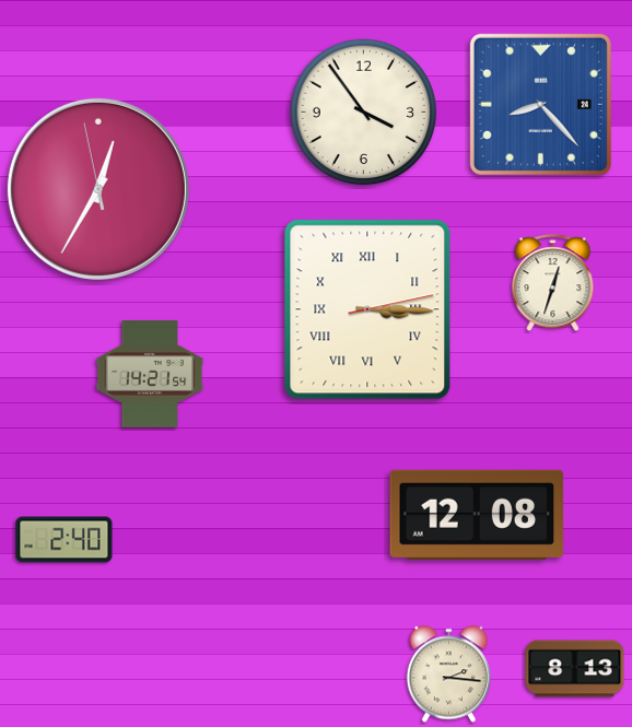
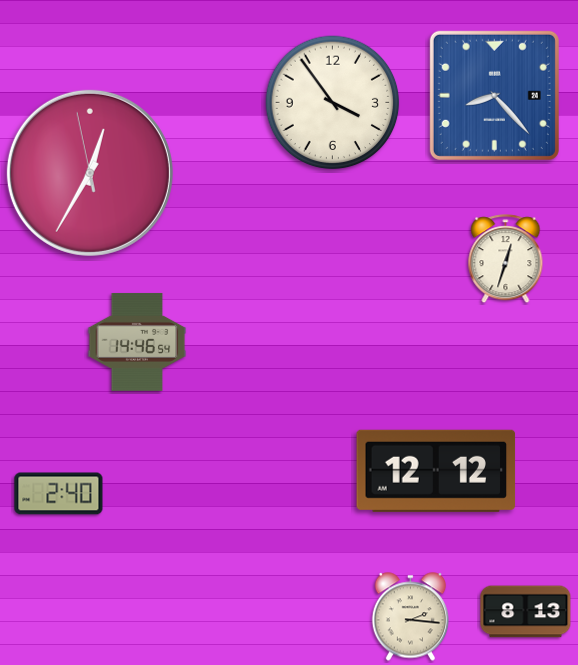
clock at (367, 309): 3:15 -> none
clock at (150, 374): 14:21 -> 14:46
clock at (477, 515): 12:08 -> 12:12
